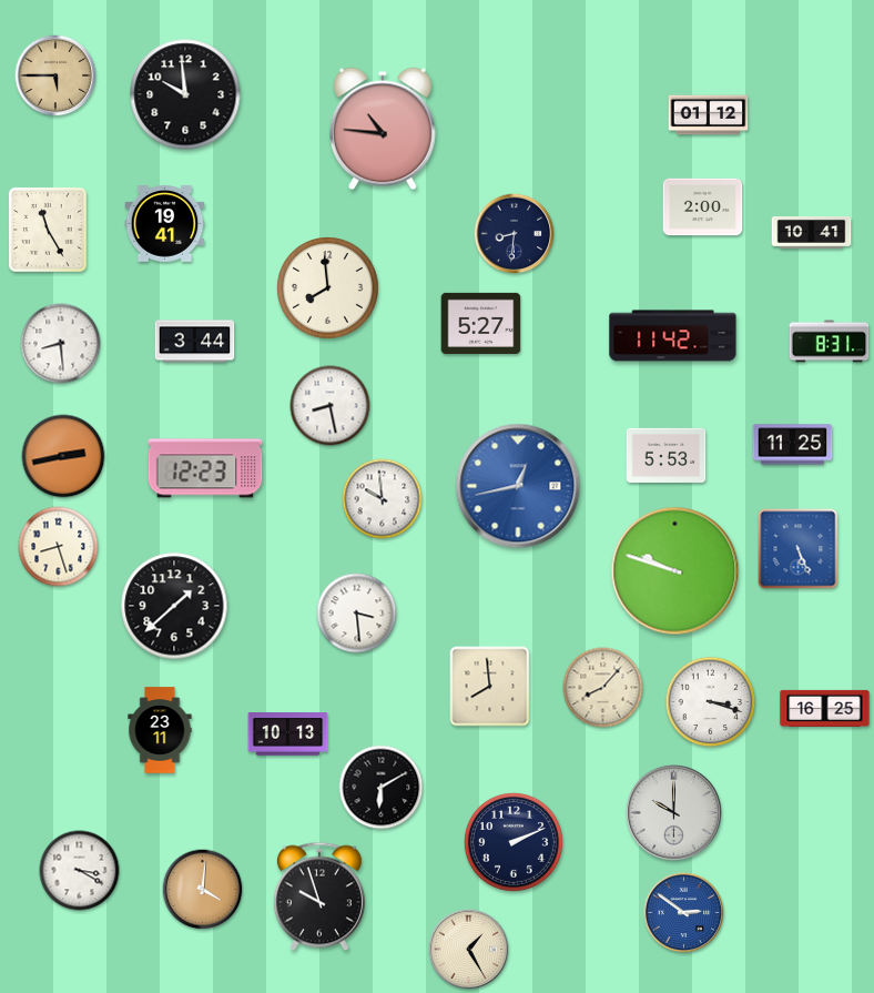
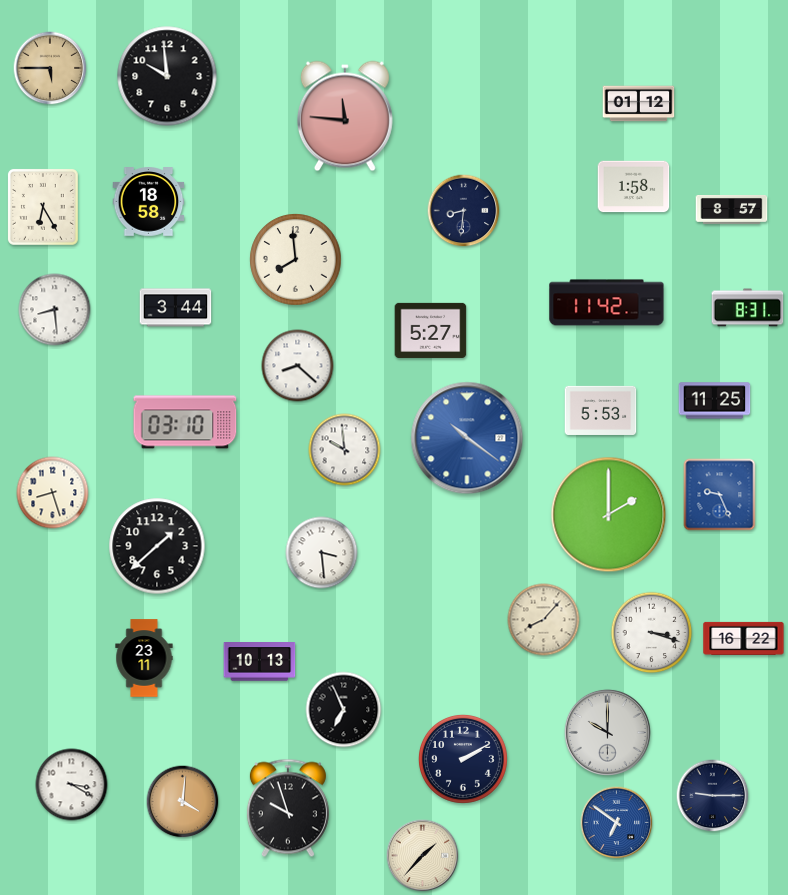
clock at (185, 94) position: (185, 94) -> (167, 76)
clock at (383, 129): 10:46 -> 11:46
clock at (703, 207): 2:00 -> 1:58
clock at (165, 224): 19:41 -> 18:58
clock at (48, 230): 11:25 -> 6:25
clock at (812, 233): 10:41 -> 8:57
clock at (481, 323) position: (481, 323) -> (431, 330)
clock at (331, 406): 8:28 -> 8:22
clock at (63, 456): 2:43 -> none
clock at (205, 468): 12:23 -> 03:10
clock at (518, 486): 12:43 -> 10:21
clock at (799, 549): 5:26 -> 9:26
clock at (675, 571): 9:48 -> 2:00
clock at (490, 687): 7:59 -> none
clock at (711, 702) position: (711, 702) -> (652, 633)
clock at (825, 708): 16:25 -> 16:22
clock at (382, 788): 6:10 -> 6:56
clock at (514, 842): 2:11 -> 2:10
clock at (713, 796): none -> 9:15
clock at (684, 913): 2:51 -> 6:51
clock at (469, 950): 1:25 -> 1:37
